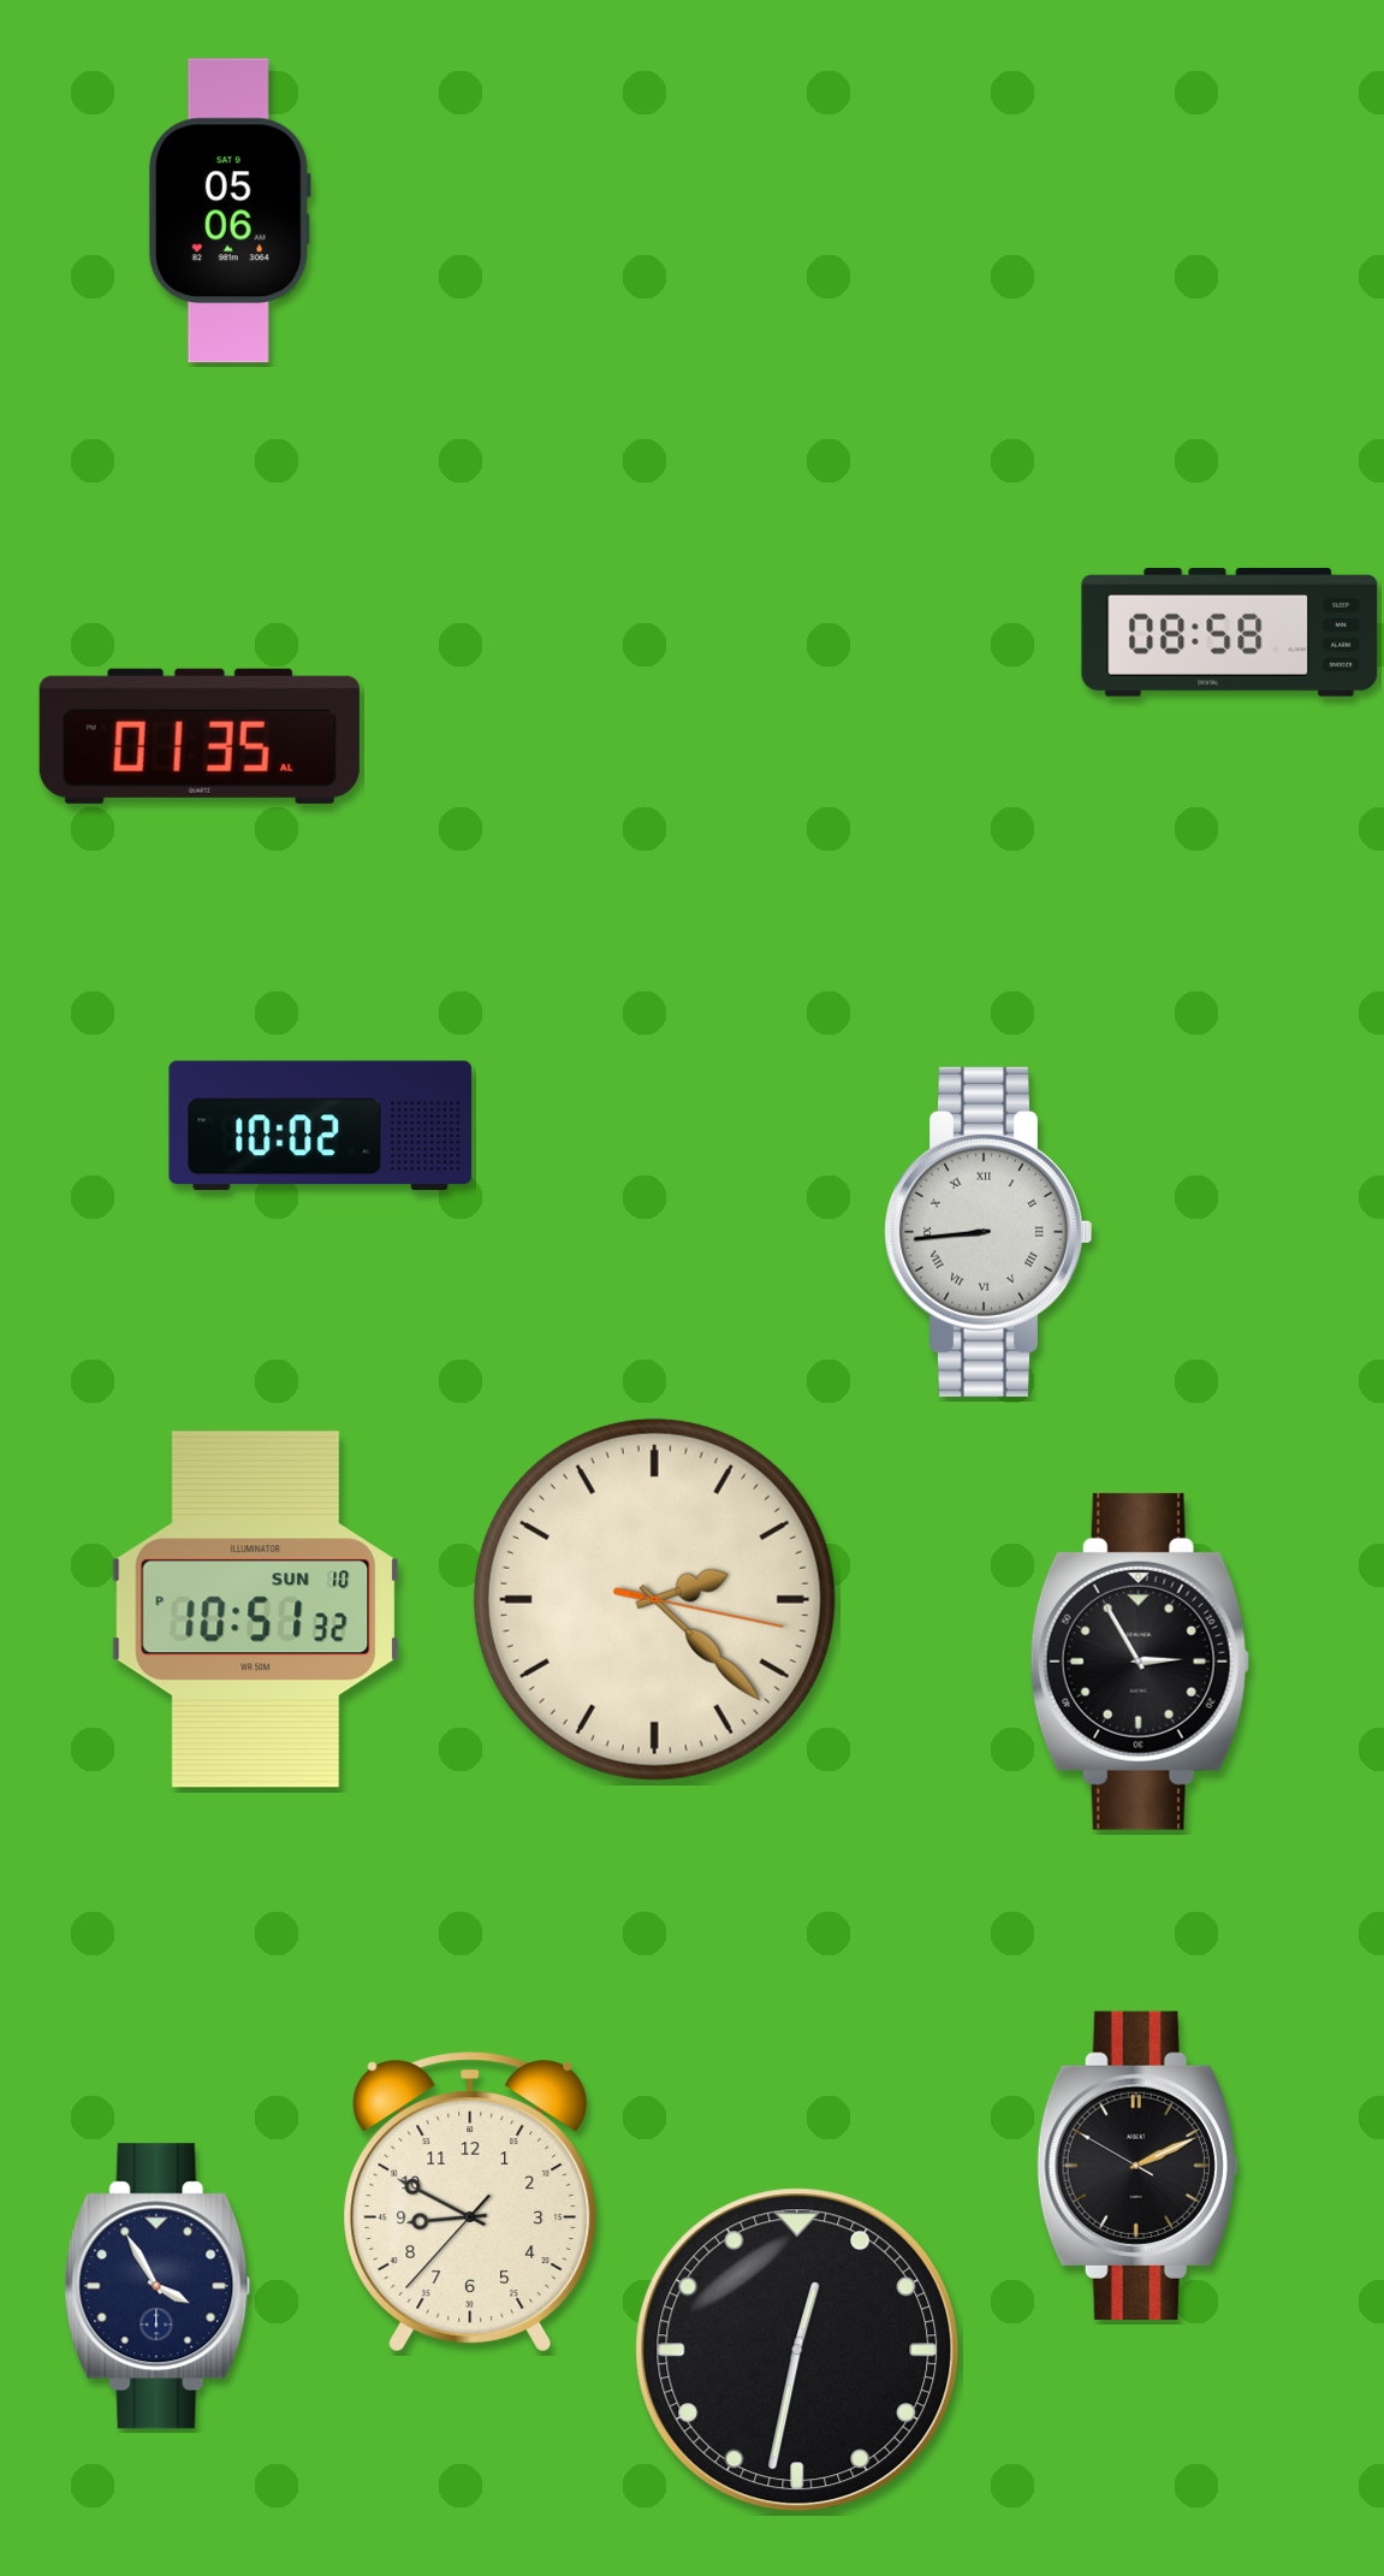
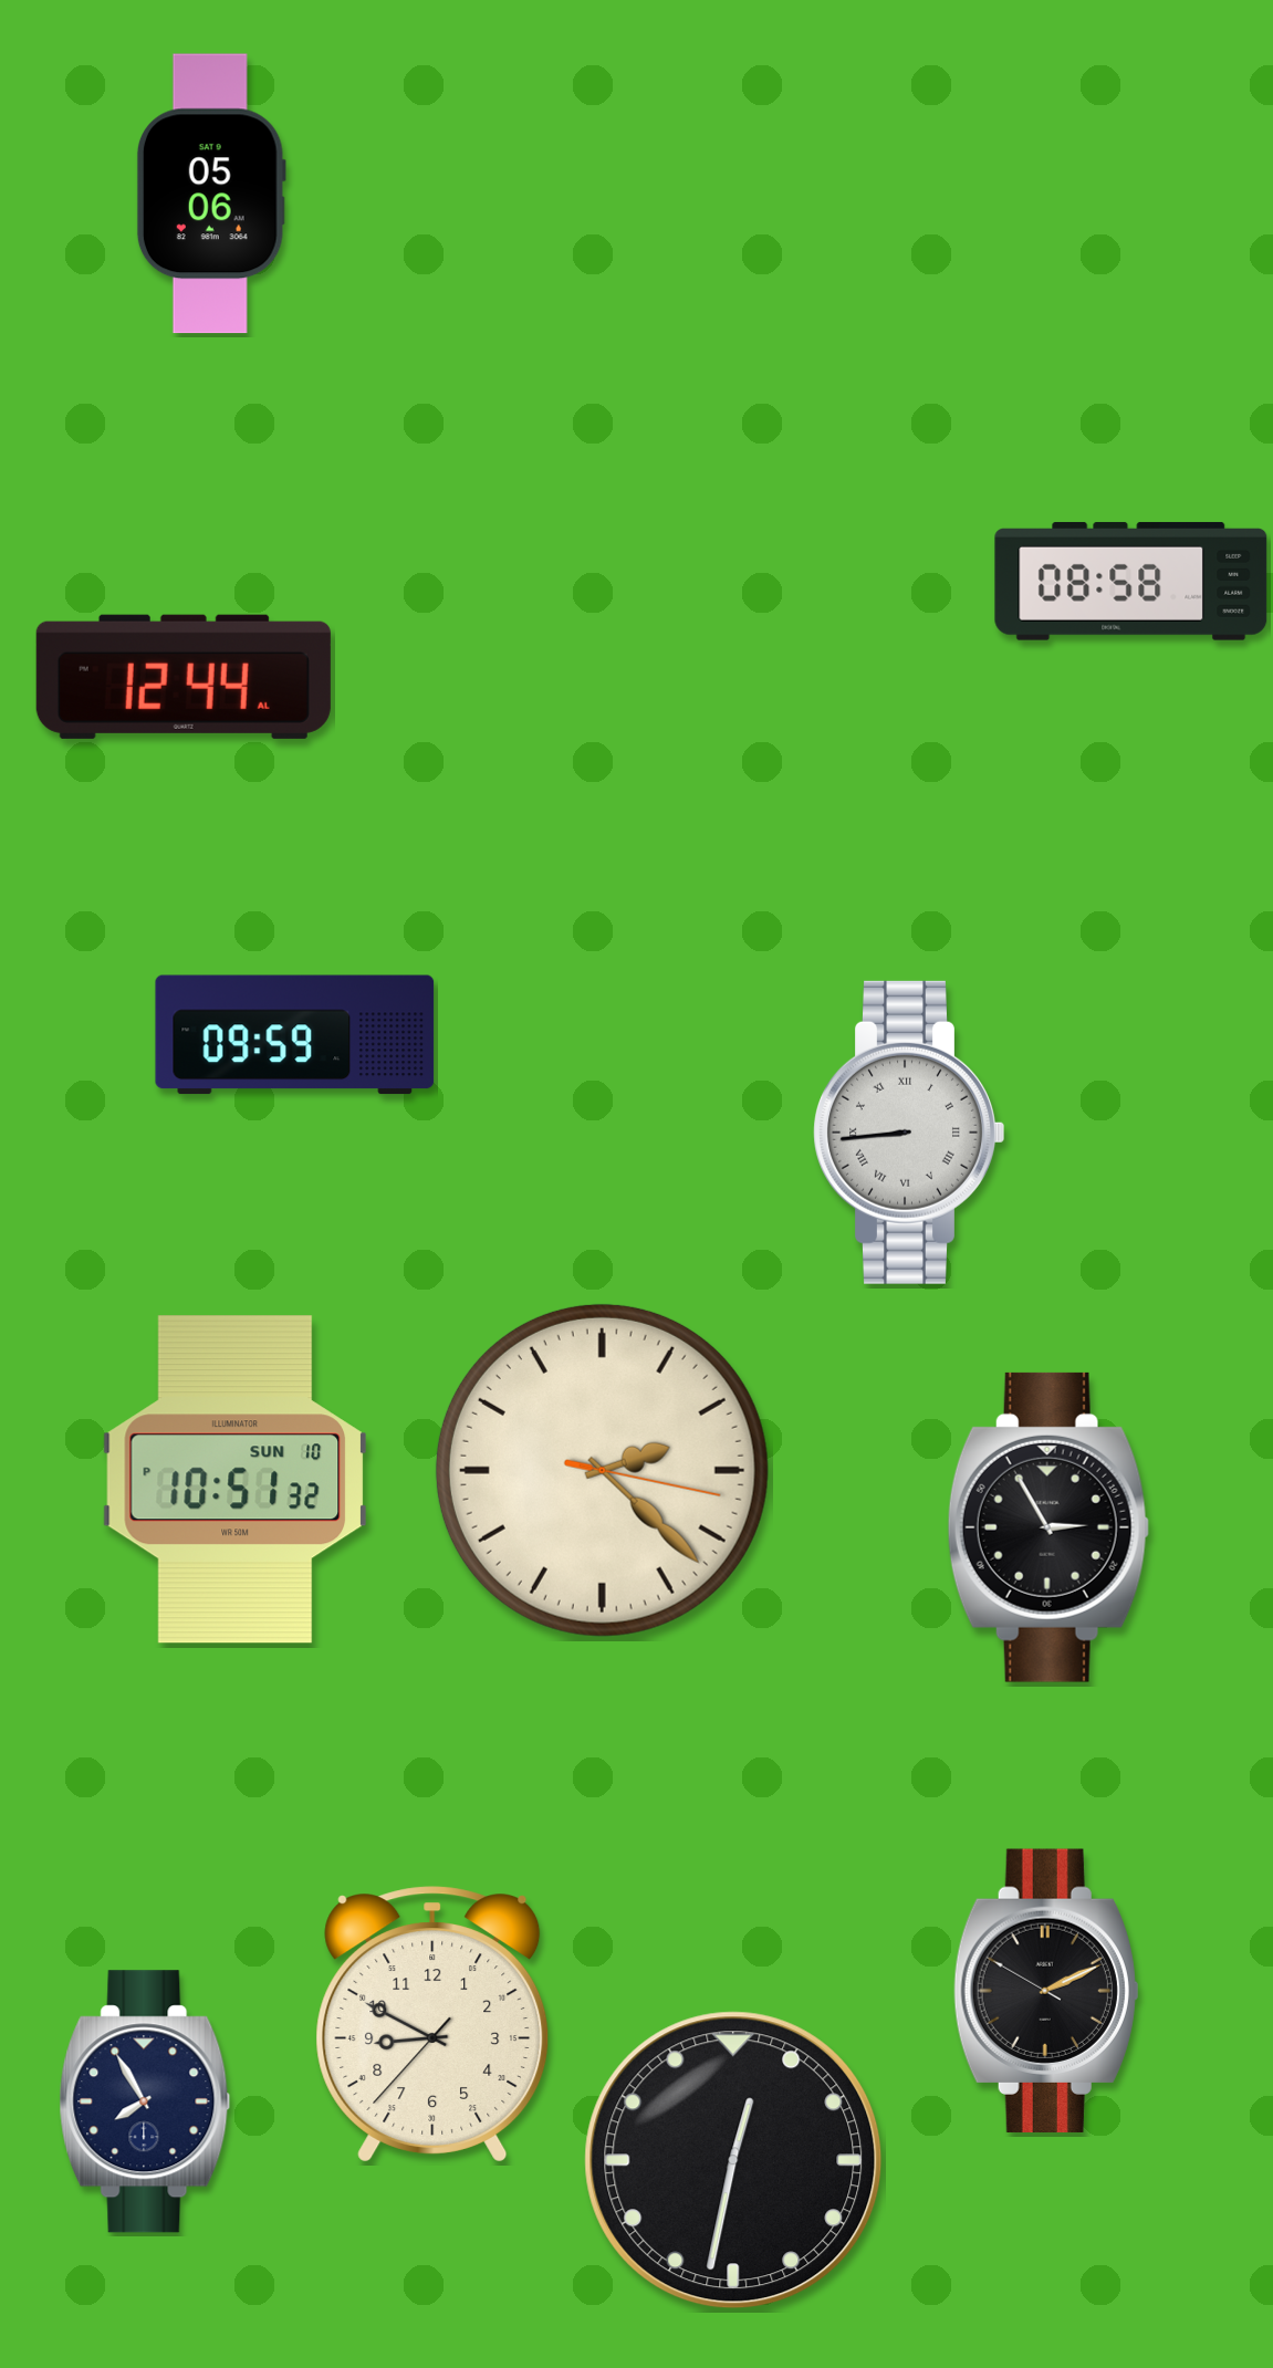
clock at (200, 736): 01:35 -> 12:44
clock at (321, 1126): 10:02 -> 09:59
clock at (158, 2286): 3:55 -> 7:55
